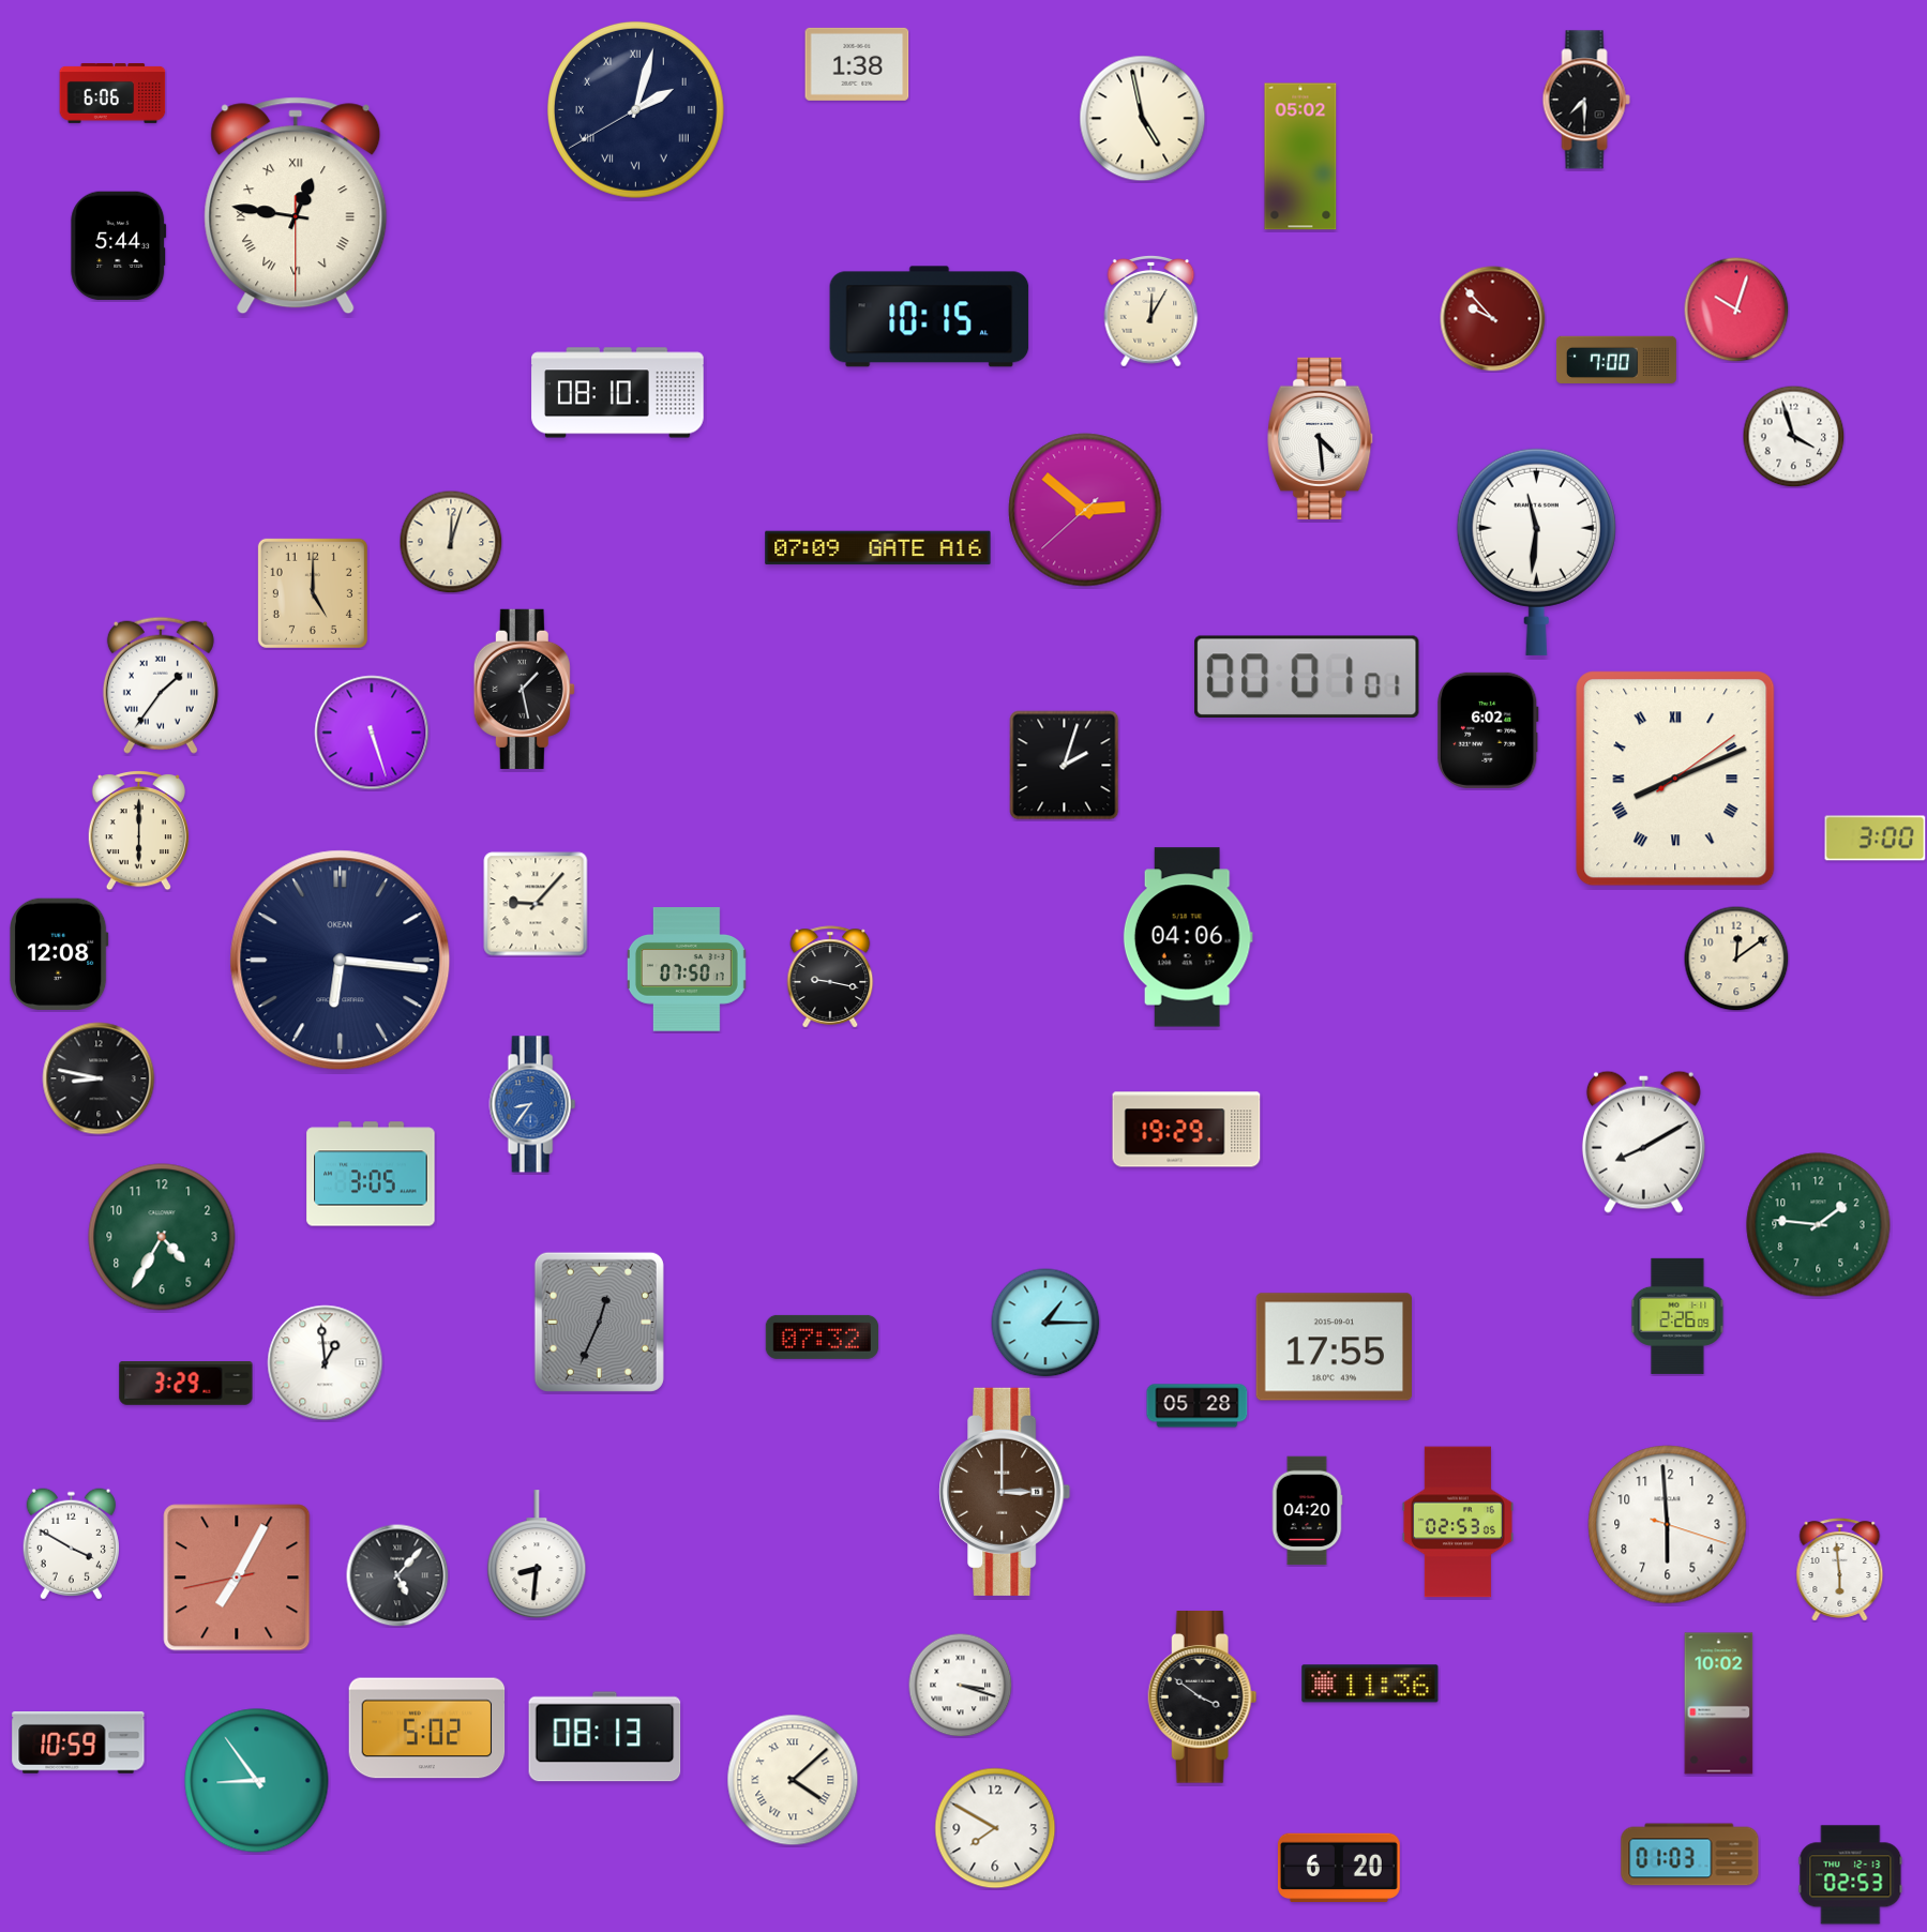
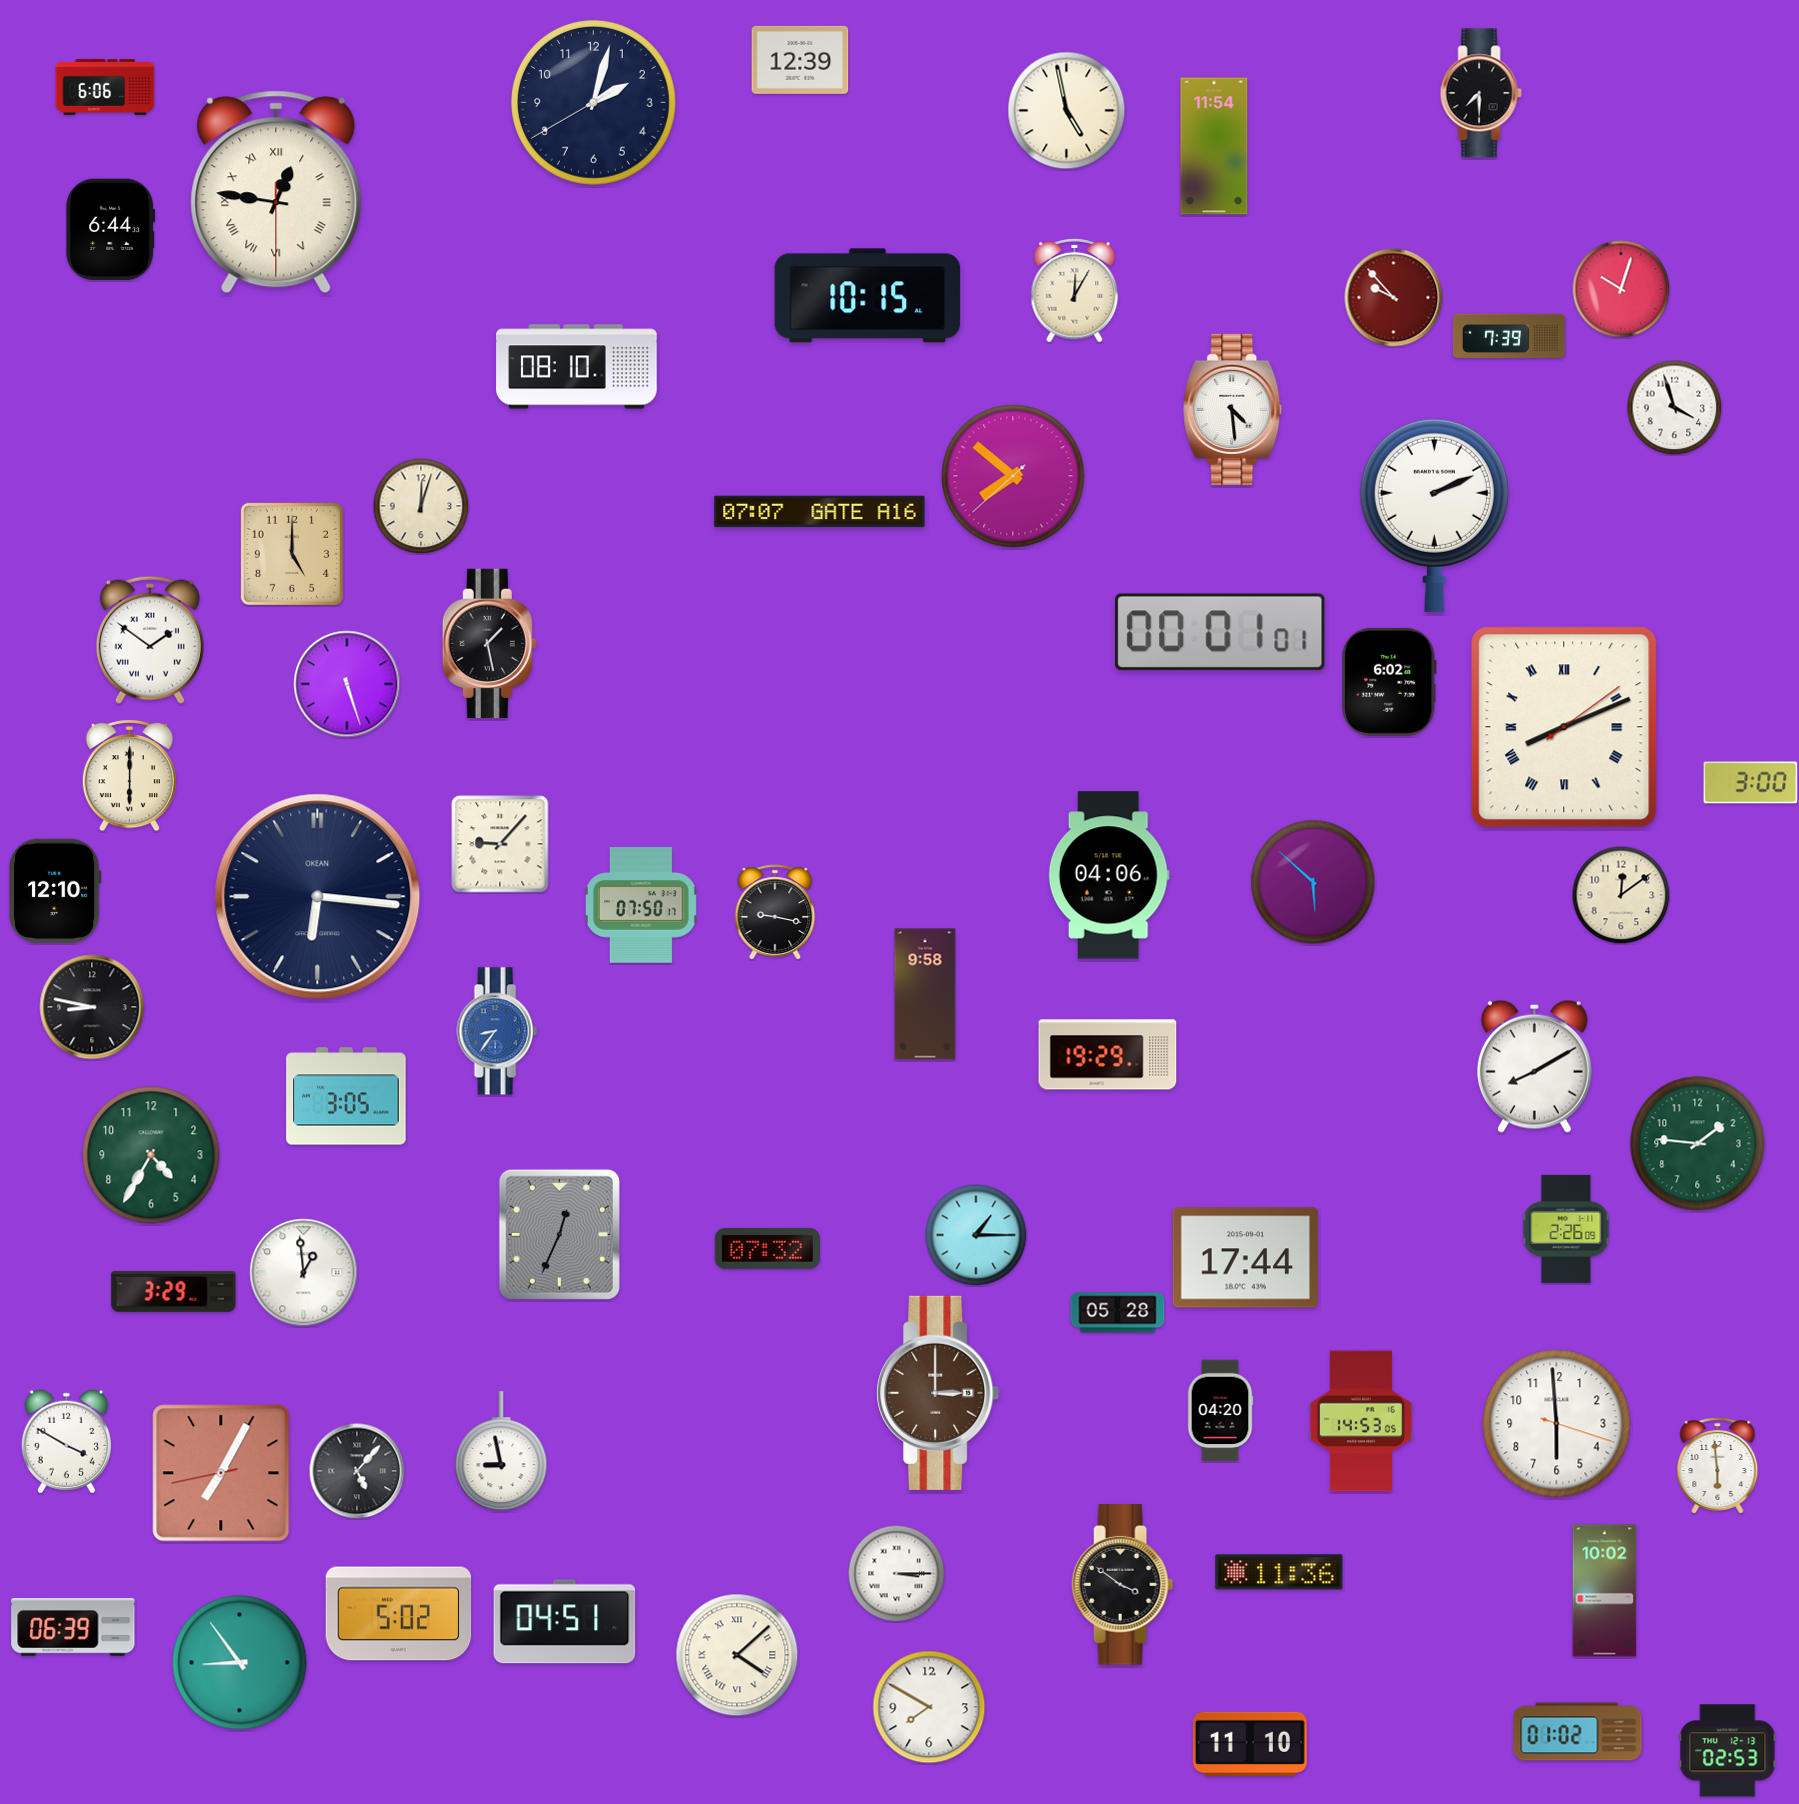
clock at (857, 64): 1:38 -> 12:39
clock at (635, 109) numerals: Roman -> Arabic
clock at (1300, 156): 05:02 -> 11:54
clock at (119, 246): 5:44 -> 6:44
clock at (1616, 359): 7:00 -> 7:39
clock at (1085, 510): 2:51 -> 7:51
clock at (878, 548): 07:09 -> 07:07
clock at (1536, 552): 11:31 -> 2:11
clock at (161, 685): 1:36 -> 1:51
clock at (1065, 766): 2:03 -> none
clock at (1313, 882): none -> 5:52
clock at (60, 954): 12:08 -> 12:10
clock at (925, 994): none -> 9:58
clock at (1334, 1347): 17:55 -> 17:44
clock at (1458, 1522): 02:53 -> 14:53
clock at (537, 1555): 8:31 -> 8:58
clock at (397, 1575) position: (397, 1575) -> (357, 1471)
clock at (960, 1685): 3:18 -> 3:15
clock at (605, 1737): 08:13 -> 04:51
clock at (78, 1744): 10:59 -> 06:39
clock at (793, 1780) position: (793, 1780) -> (737, 1655)
clock at (1690, 1855): 01:03 -> 01:02
clock at (1339, 1868): 6:20 -> 11:10
